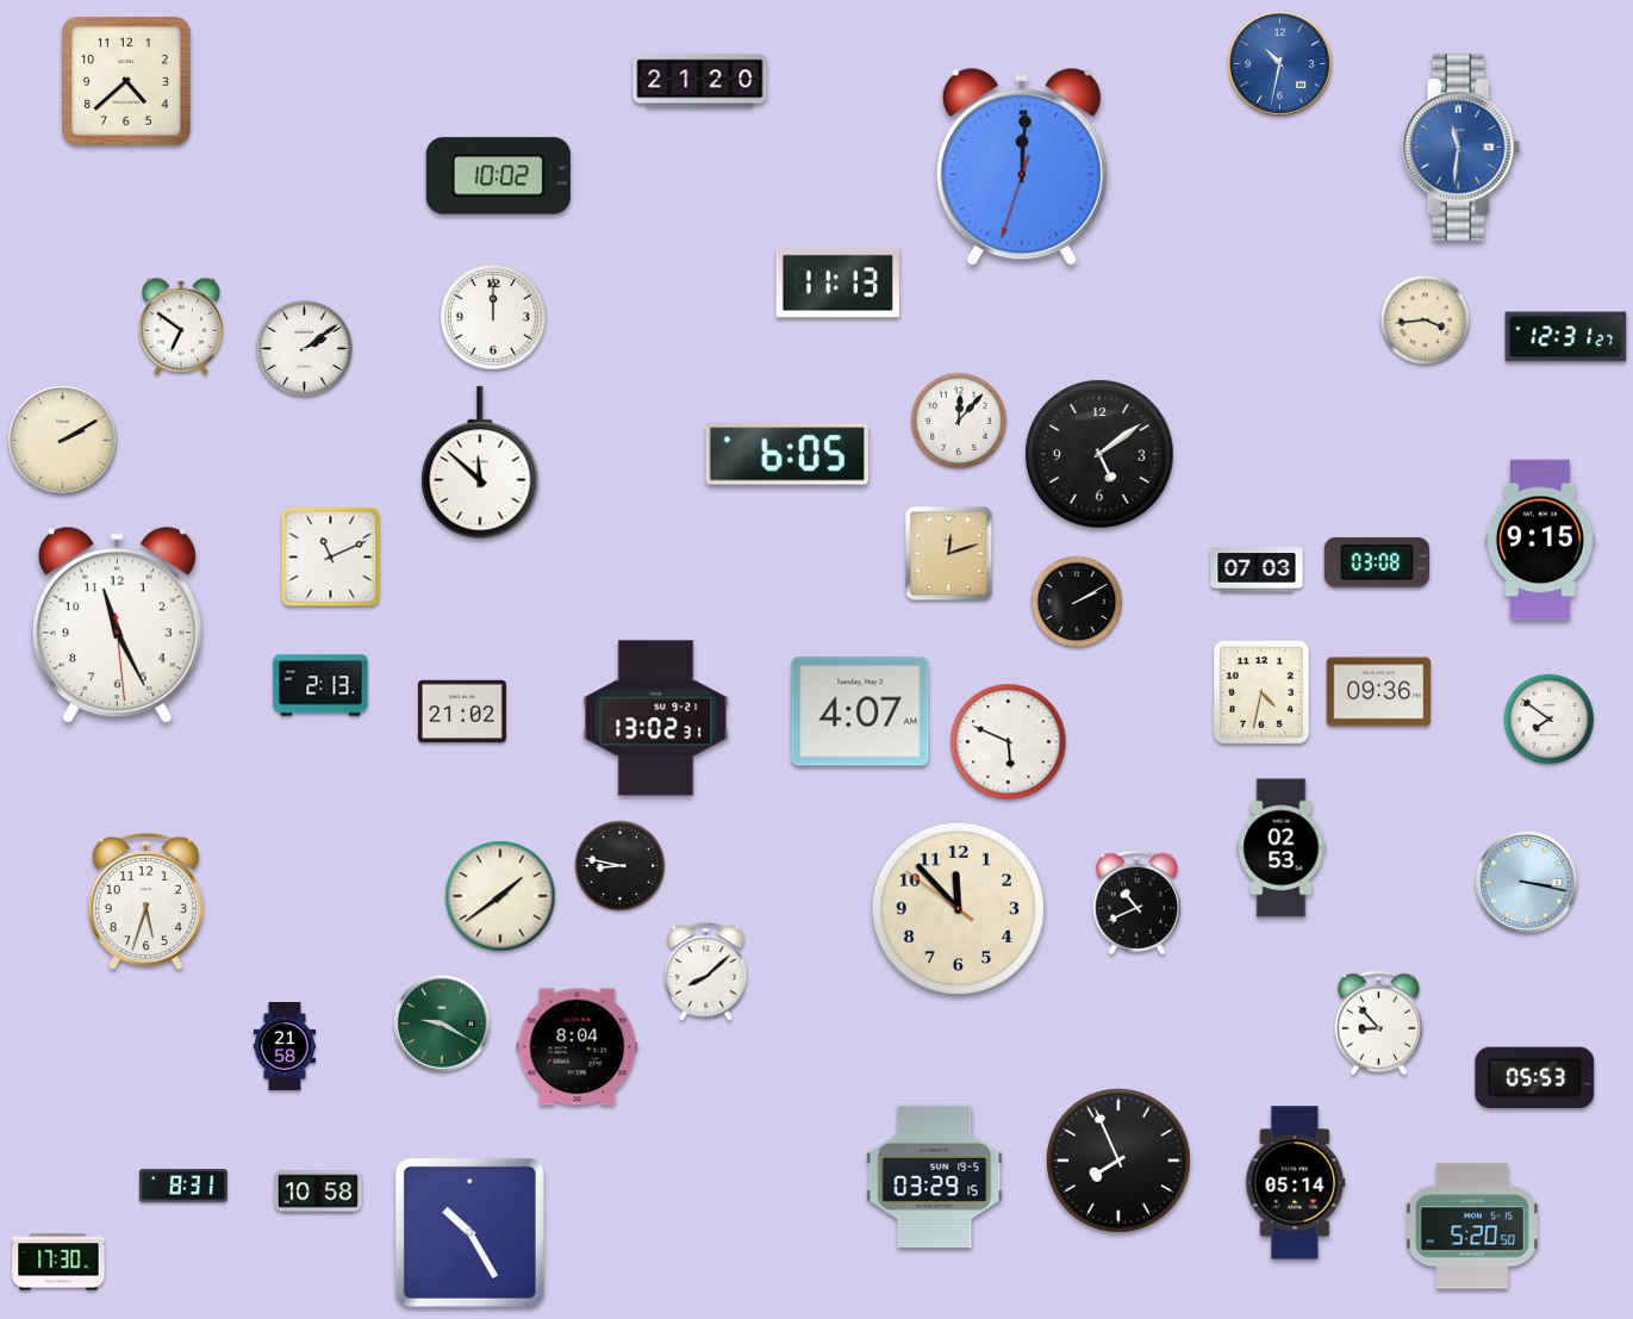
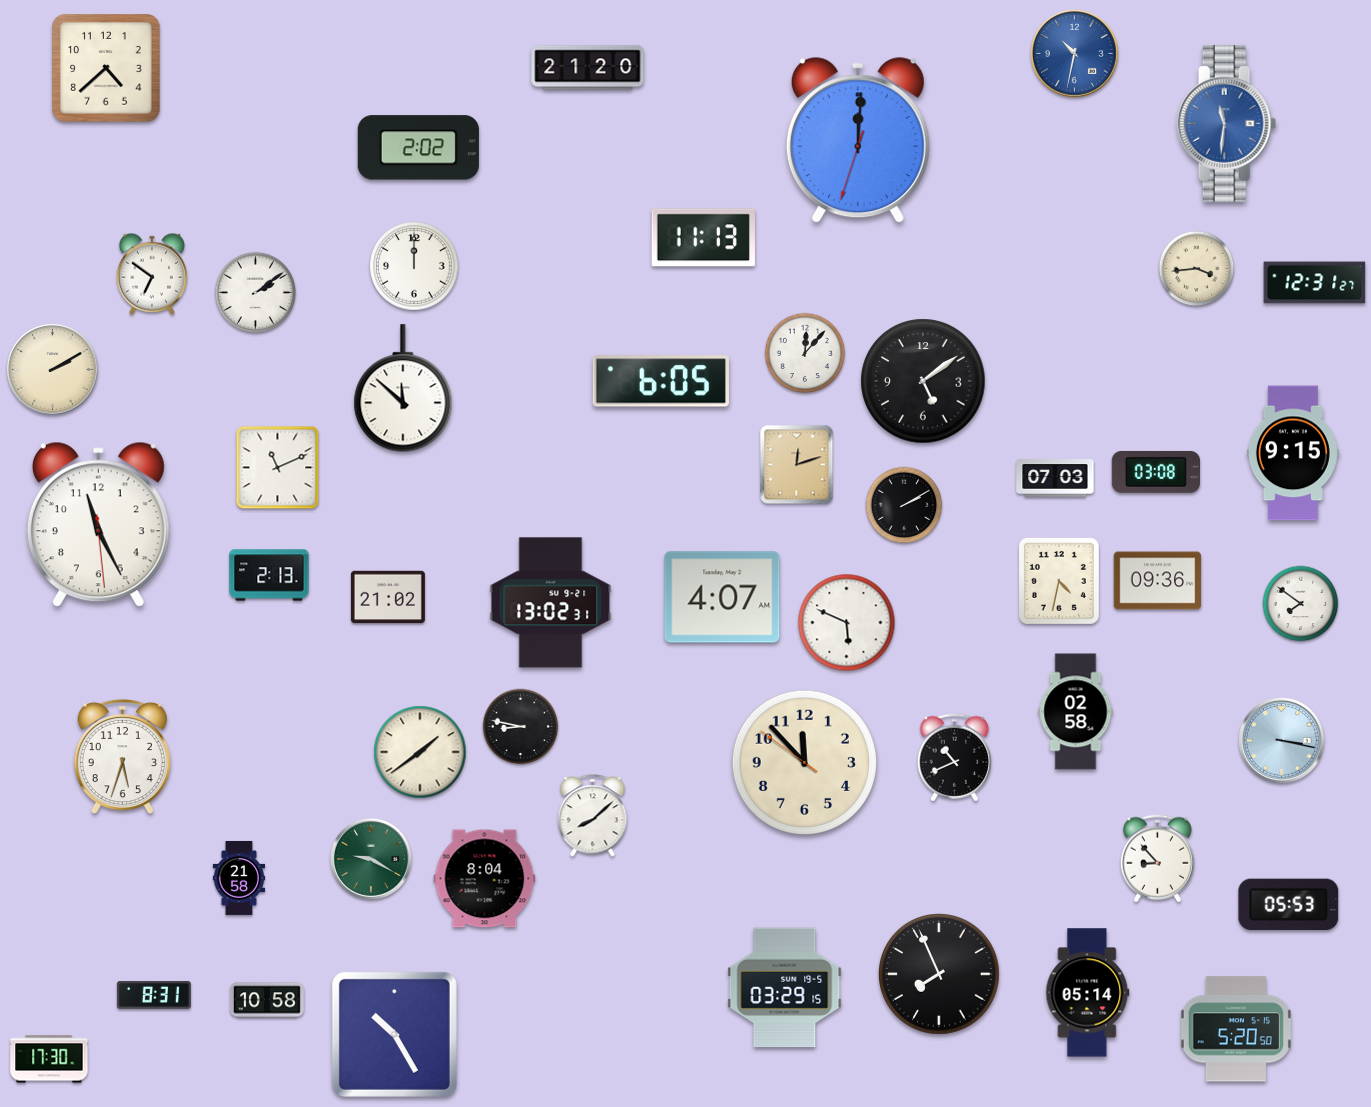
clock at (498, 176): 10:02 -> 2:02
clock at (1282, 848): 02:53 -> 02:58
